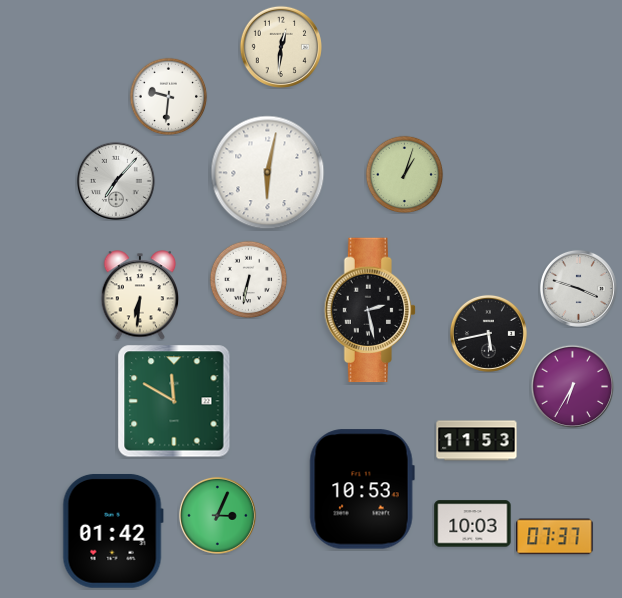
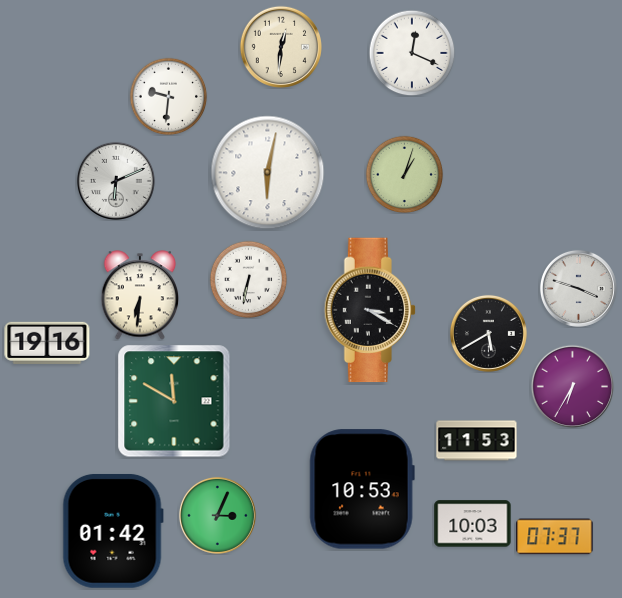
clock at (412, 53): none -> 12:19
clock at (116, 181): 7:07 -> 6:11
clock at (369, 310): 2:28 -> 3:20
clock at (488, 333): 5:43 -> 5:40
clock at (47, 343): none -> 19:16
